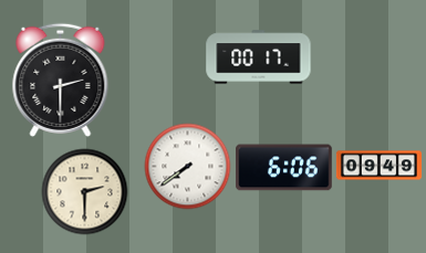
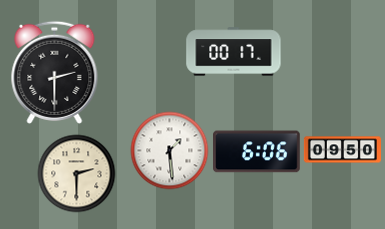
clock at (187, 166): 7:39 -> 1:29
clock at (378, 166): 09:49 -> 09:50
